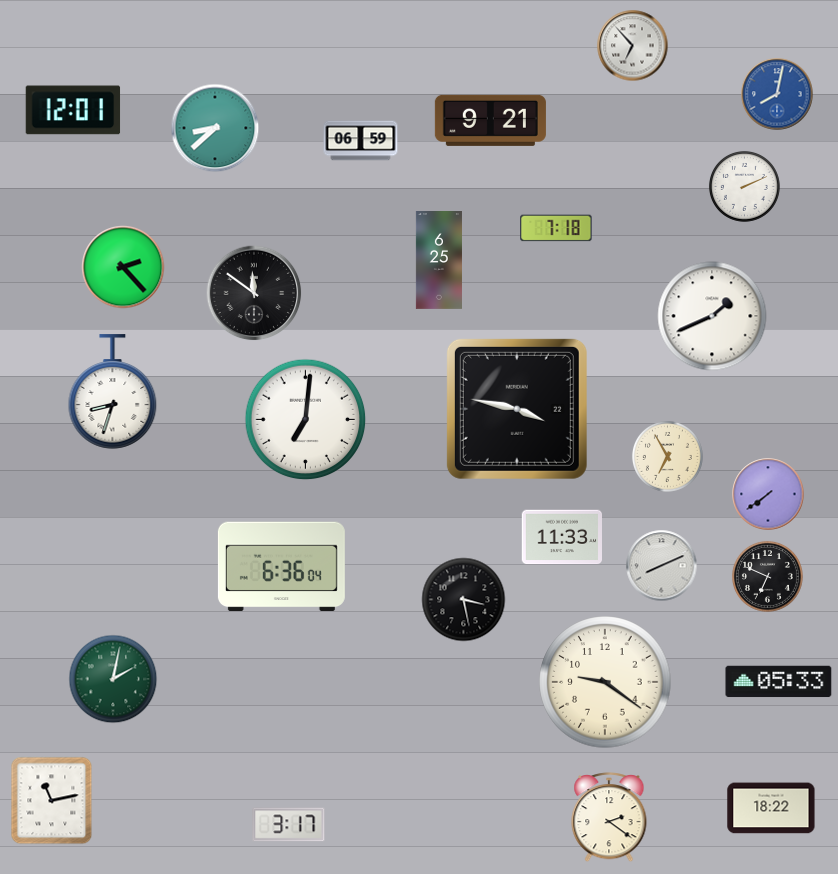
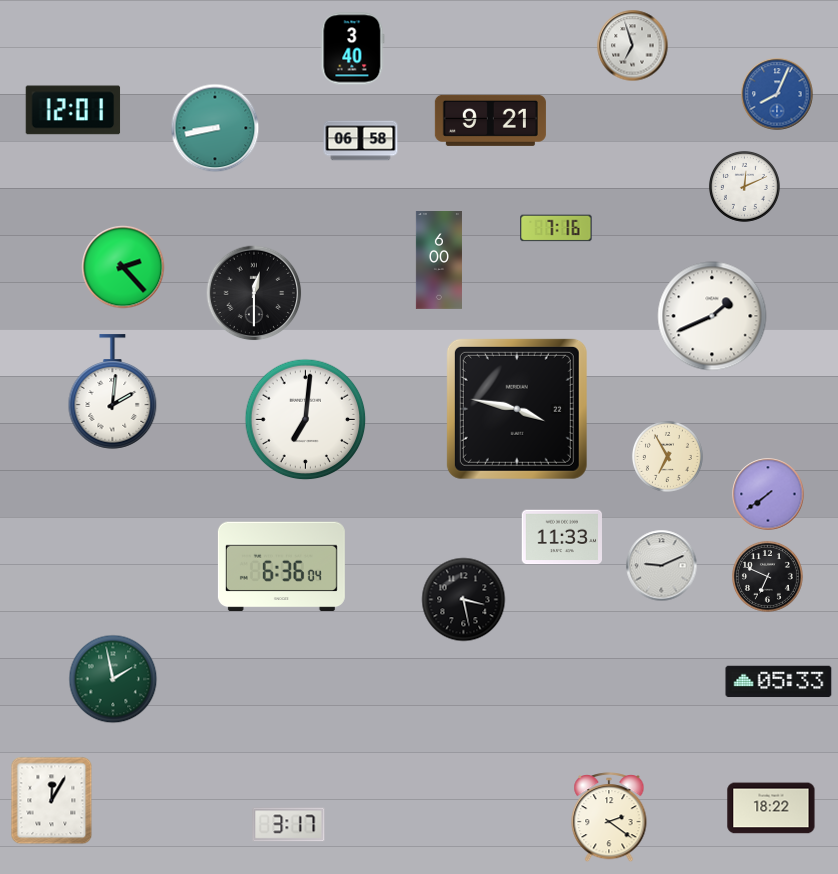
clock at (633, 46): 6:53 -> 6:57
clock at (353, 49): none -> 3:40
clock at (777, 94): 8:02 -> 8:04
clock at (215, 128): 8:38 -> 8:43
clock at (361, 141): 06:59 -> 06:58
clock at (744, 186): 2:11 -> 12:11
clock at (556, 228): 7:18 -> 7:16
clock at (439, 261): 6:25 -> 6:00
clock at (254, 293): 11:51 -> 12:30
clock at (113, 392): 8:33 -> 2:01
clock at (662, 566): 8:11 -> 9:11
clock at (113, 679): 2:02 -> 1:58
clock at (605, 682): 9:21 -> none
clock at (52, 801): 11:13 -> 12:05
